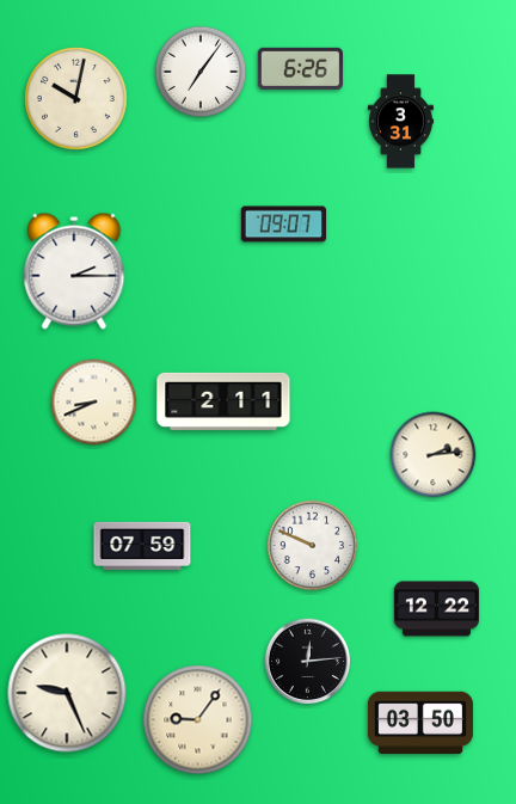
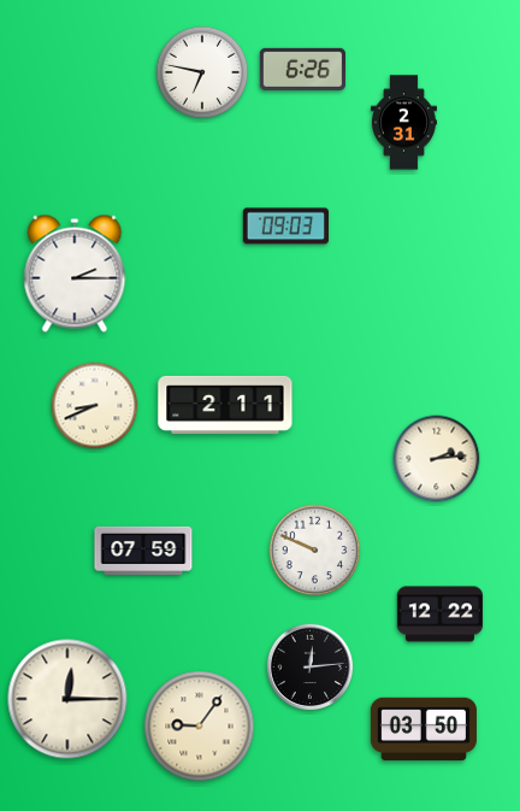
clock at (201, 72): 7:06 -> 6:47
clock at (76, 99): 10:02 -> none
clock at (400, 122): 3:31 -> 2:31
clock at (284, 225): 09:07 -> 09:03
clock at (67, 693): 9:26 -> 12:15
